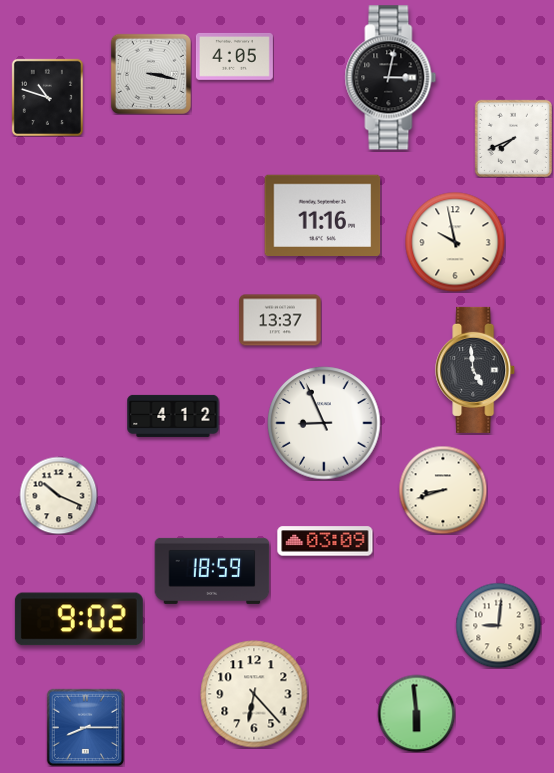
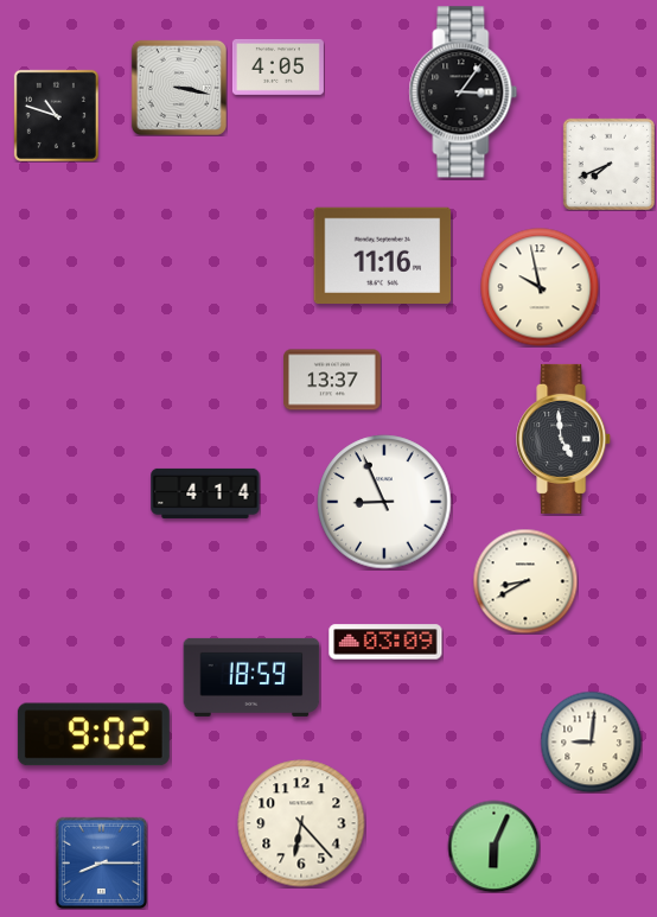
clock at (391, 78): 3:02 -> 3:06
clock at (173, 416): 4:12 -> 4:14
clock at (443, 490): 8:42 -> 8:40
clock at (58, 495): 10:19 -> none
clock at (416, 713): 5:59 -> 6:04
